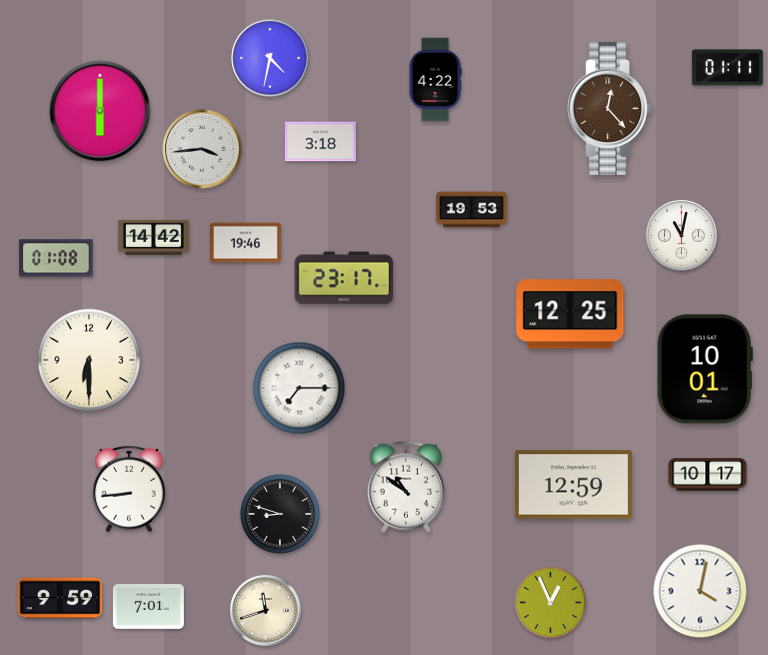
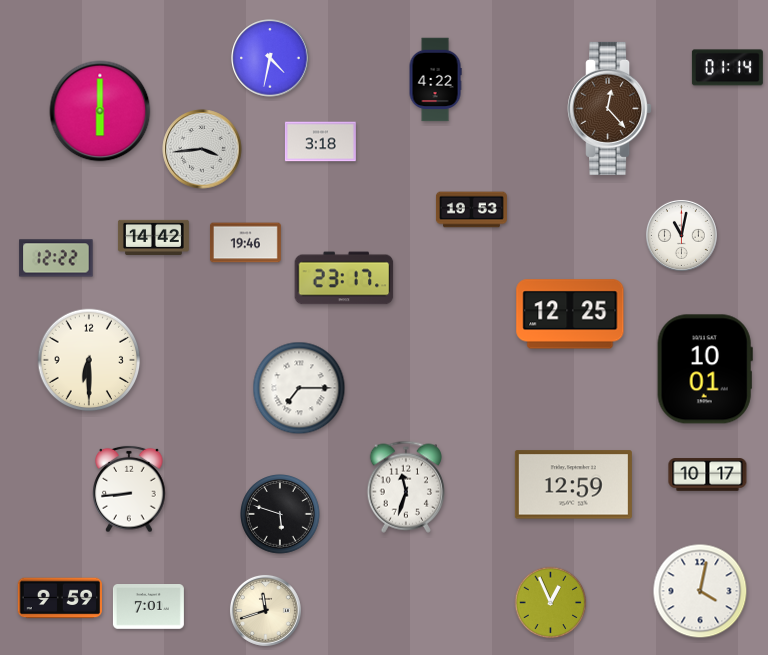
clock at (727, 68): 01:11 -> 01:14
clock at (56, 258): 01:08 -> 12:22
clock at (405, 487): 10:51 -> 11:33
clock at (281, 515): 8:48 -> 5:48
